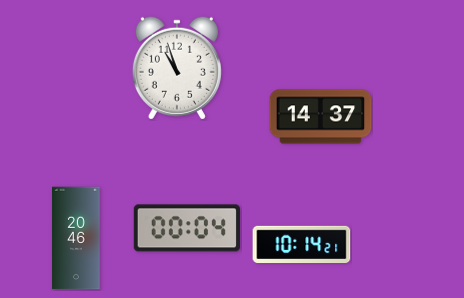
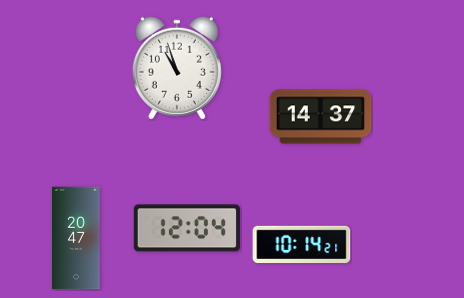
clock at (187, 228): 00:04 -> 12:04
clock at (76, 238): 20:46 -> 20:47
